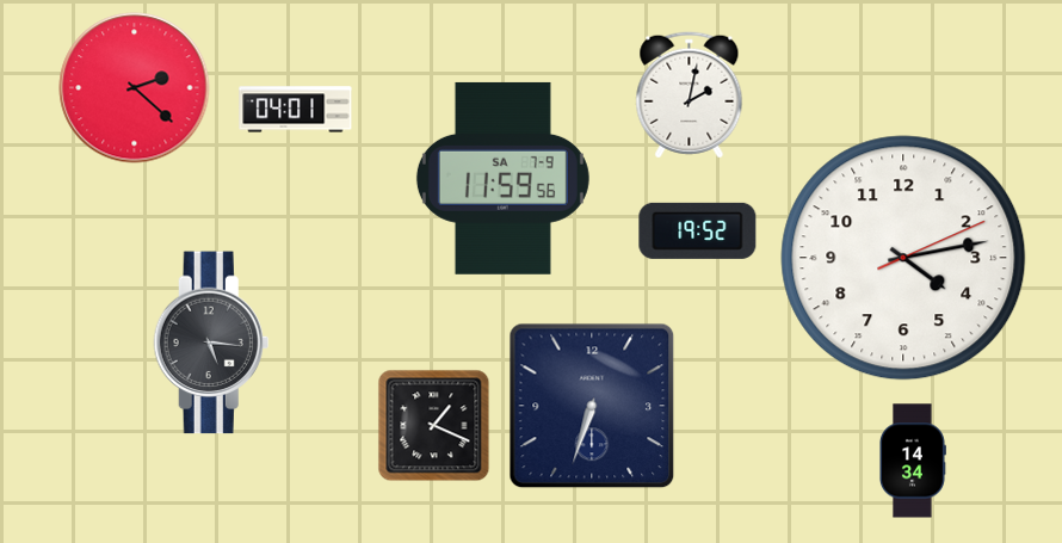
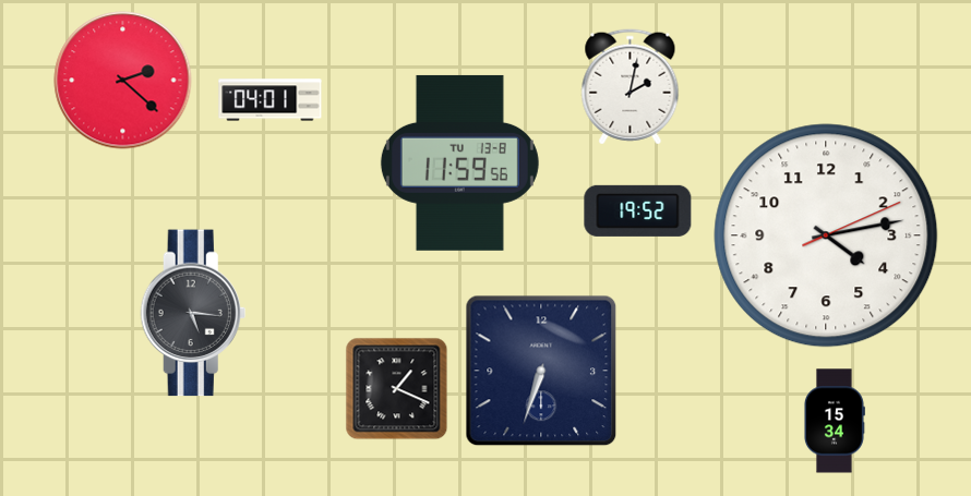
clock at (502, 178) date: SA 7-9 -> TU 13-8
clock at (912, 461): 14:34 -> 15:34
